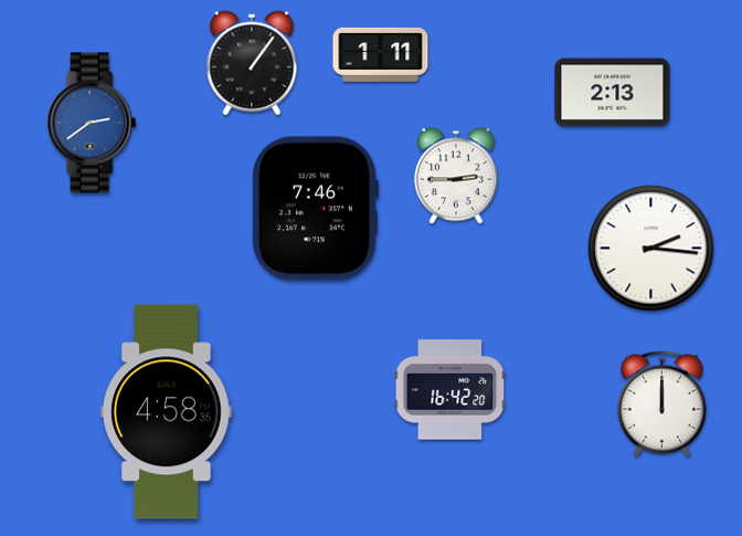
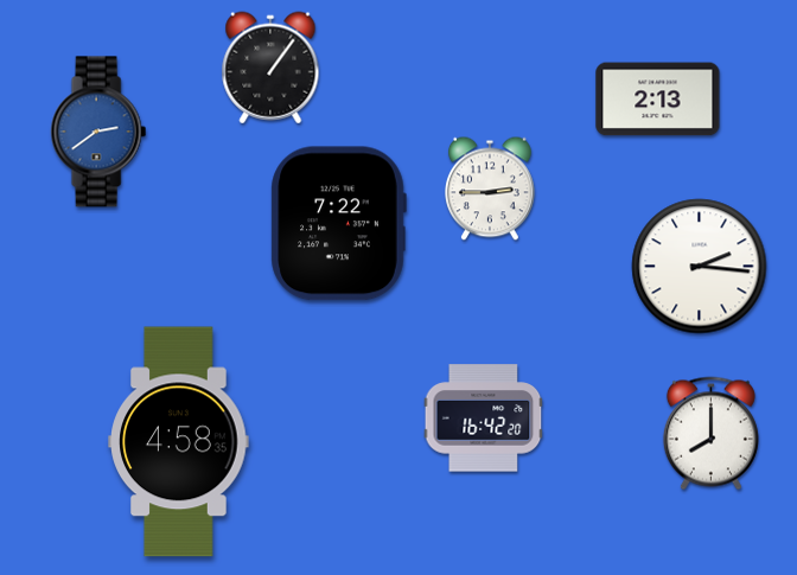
clock at (381, 54): 1:11 -> none
clock at (315, 209): 7:46 -> 7:22
clock at (661, 404): 12:00 -> 8:00
